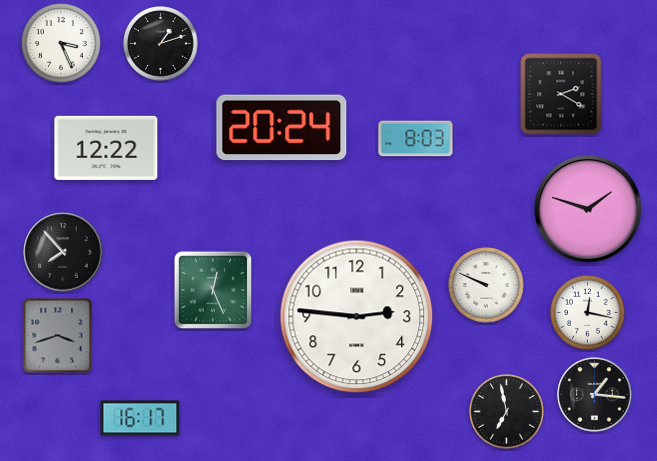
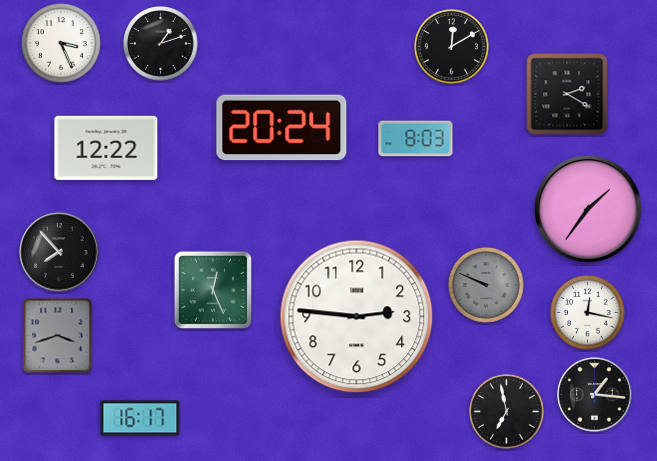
clock at (452, 47): none -> 12:10
clock at (561, 94) position: (561, 94) -> (567, 94)
clock at (589, 210): 1:48 -> 1:36
clock at (63, 252) position: (63, 252) -> (59, 252)
clock at (487, 286) dial: white -> grey
